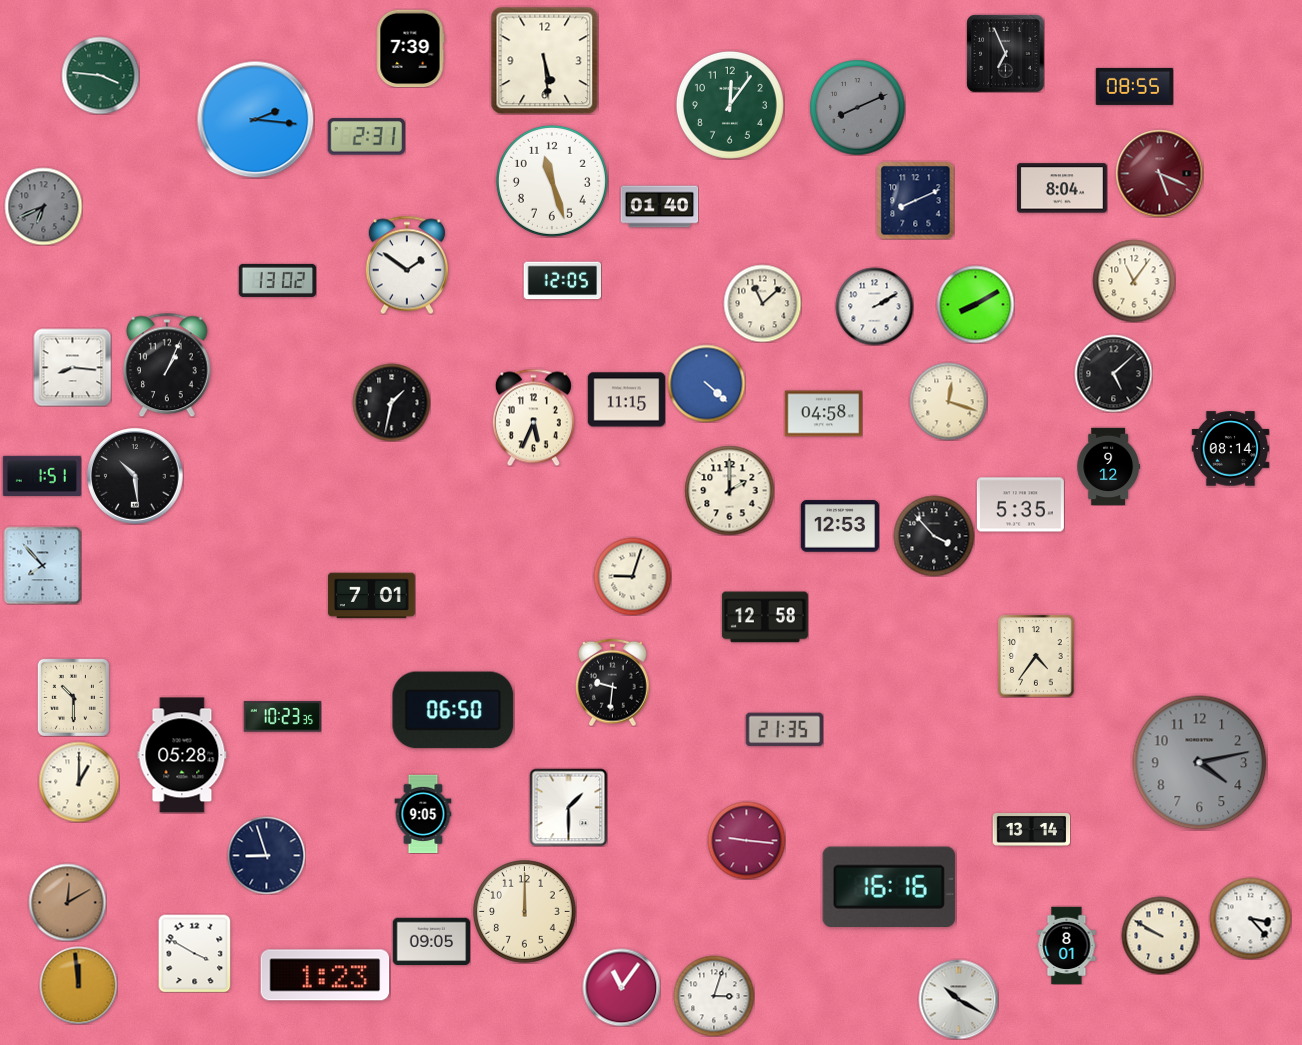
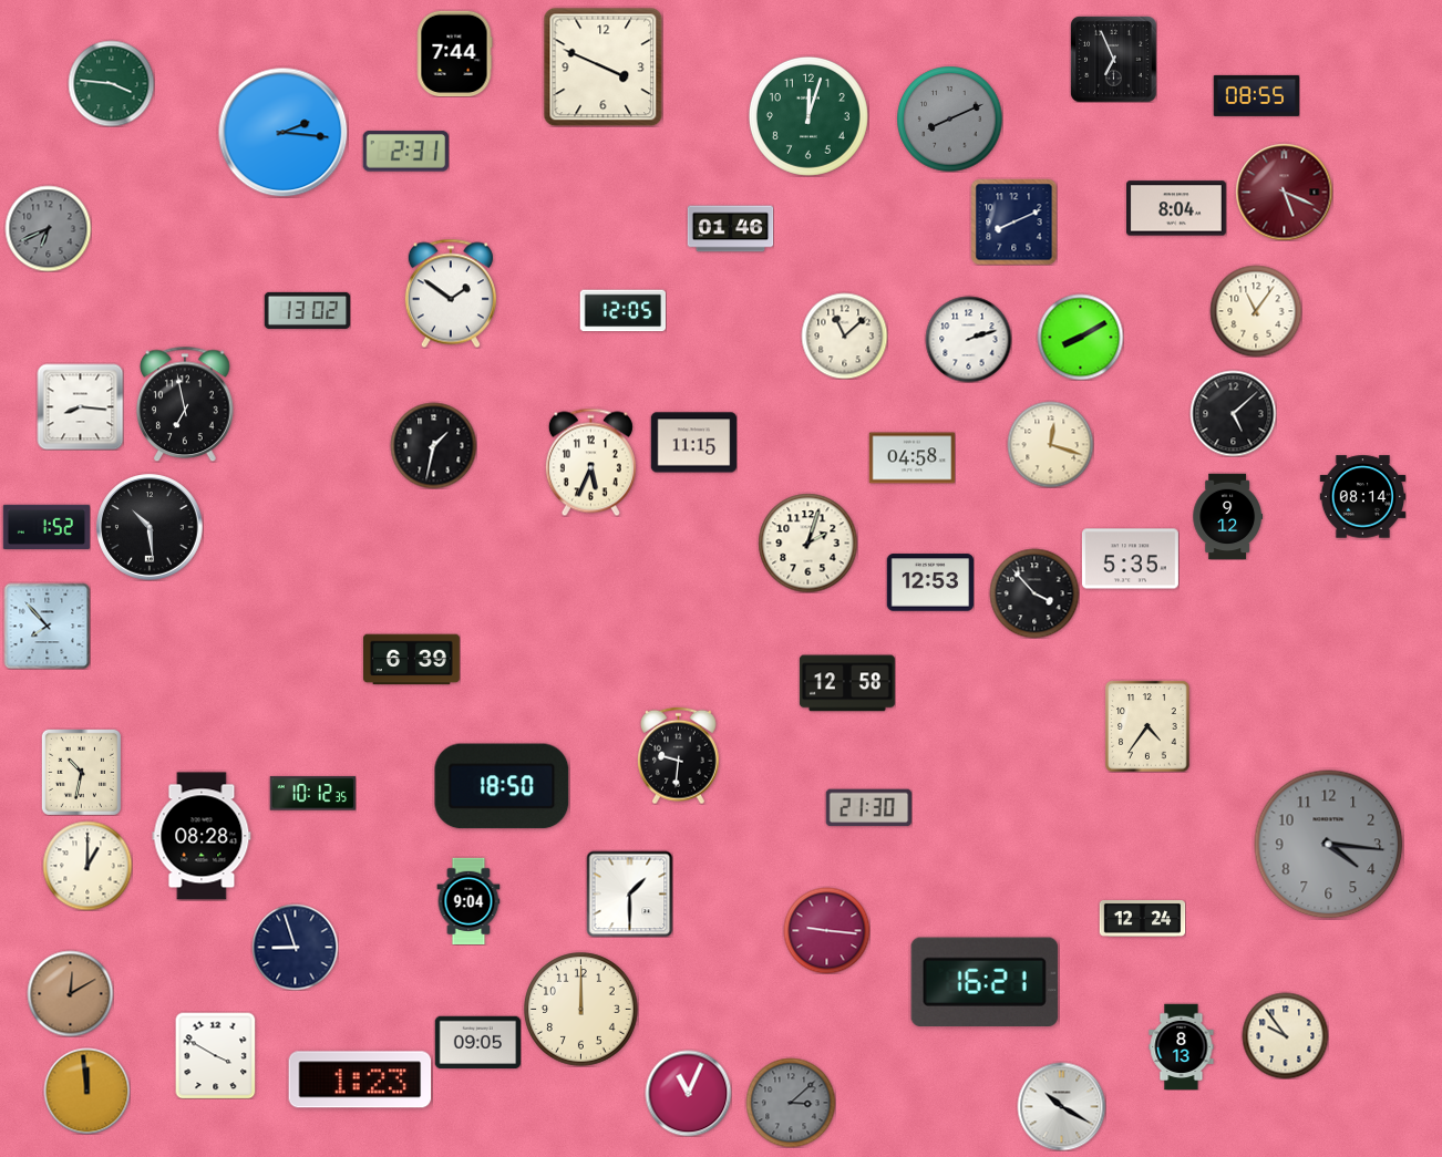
clock at (410, 48): 7:39 -> 7:44
clock at (544, 60): 5:29 -> 3:49
clock at (730, 105): 12:06 -> 12:03
clock at (552, 181): 11:27 -> none
clock at (659, 207): 01:40 -> 01:46
clock at (874, 306): 2:10 -> 2:12
clock at (168, 365): 1:04 -> 6:58
clock at (706, 383): 4:22 -> none
clock at (42, 475): 1:51 -> 1:52
clock at (729, 490): 2:00 -> 2:03
clock at (632, 576): 9:03 -> none
clock at (371, 596): 7:01 -> 6:39
clock at (73, 697): 10:30 -> 10:32
clock at (453, 710): 06:50 -> 18:50
clock at (282, 717): 10:23 -> 10:12
clock at (784, 730): 21:35 -> 21:30
clock at (182, 755): 05:28 -> 08:28
clock at (1200, 763): 4:13 -> 4:16
clock at (423, 814): 9:05 -> 9:04
clock at (1031, 830): 13:14 -> 12:24
clock at (889, 886): 16:16 -> 16:21
clock at (67, 902) position: (67, 902) -> (70, 993)
clock at (1250, 918): 3:23 -> none
clock at (1160, 935): 9:50 -> 9:54
clock at (1067, 945): 8:01 -> 8:13
clock at (621, 987): 11:06 -> 11:04
clock at (714, 996): 3:03 -> 3:08
clock at (714, 996) dial: white -> grey
